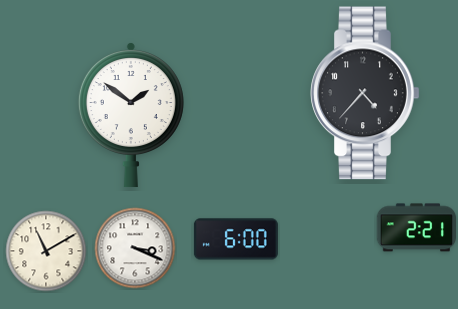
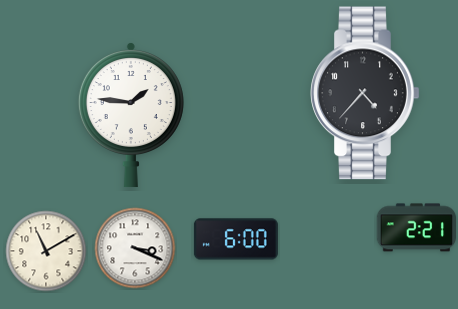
clock at (131, 115): 1:51 -> 1:46
